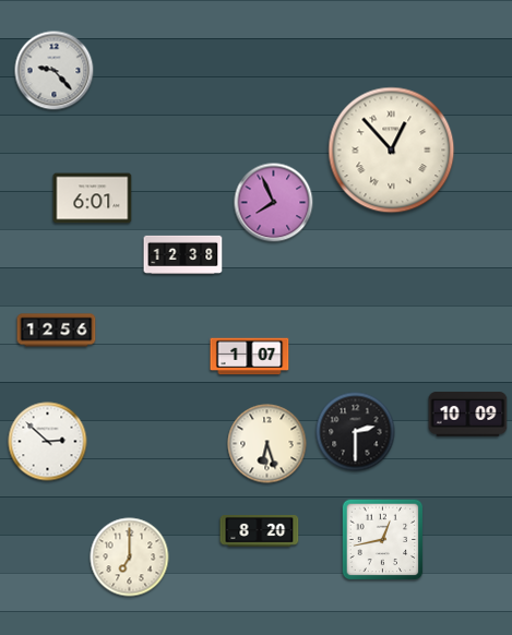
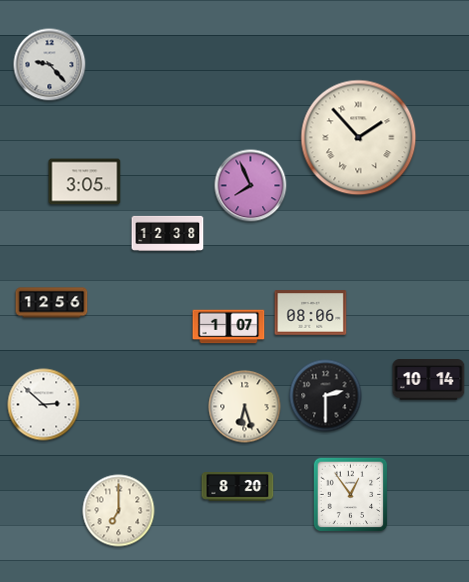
clock at (392, 151): 12:53 -> 1:53
clock at (93, 199): 6:01 -> 3:05
clock at (311, 313): none -> 08:06
clock at (468, 415): 10:09 -> 10:14
clock at (383, 540): 12:43 -> 12:54
